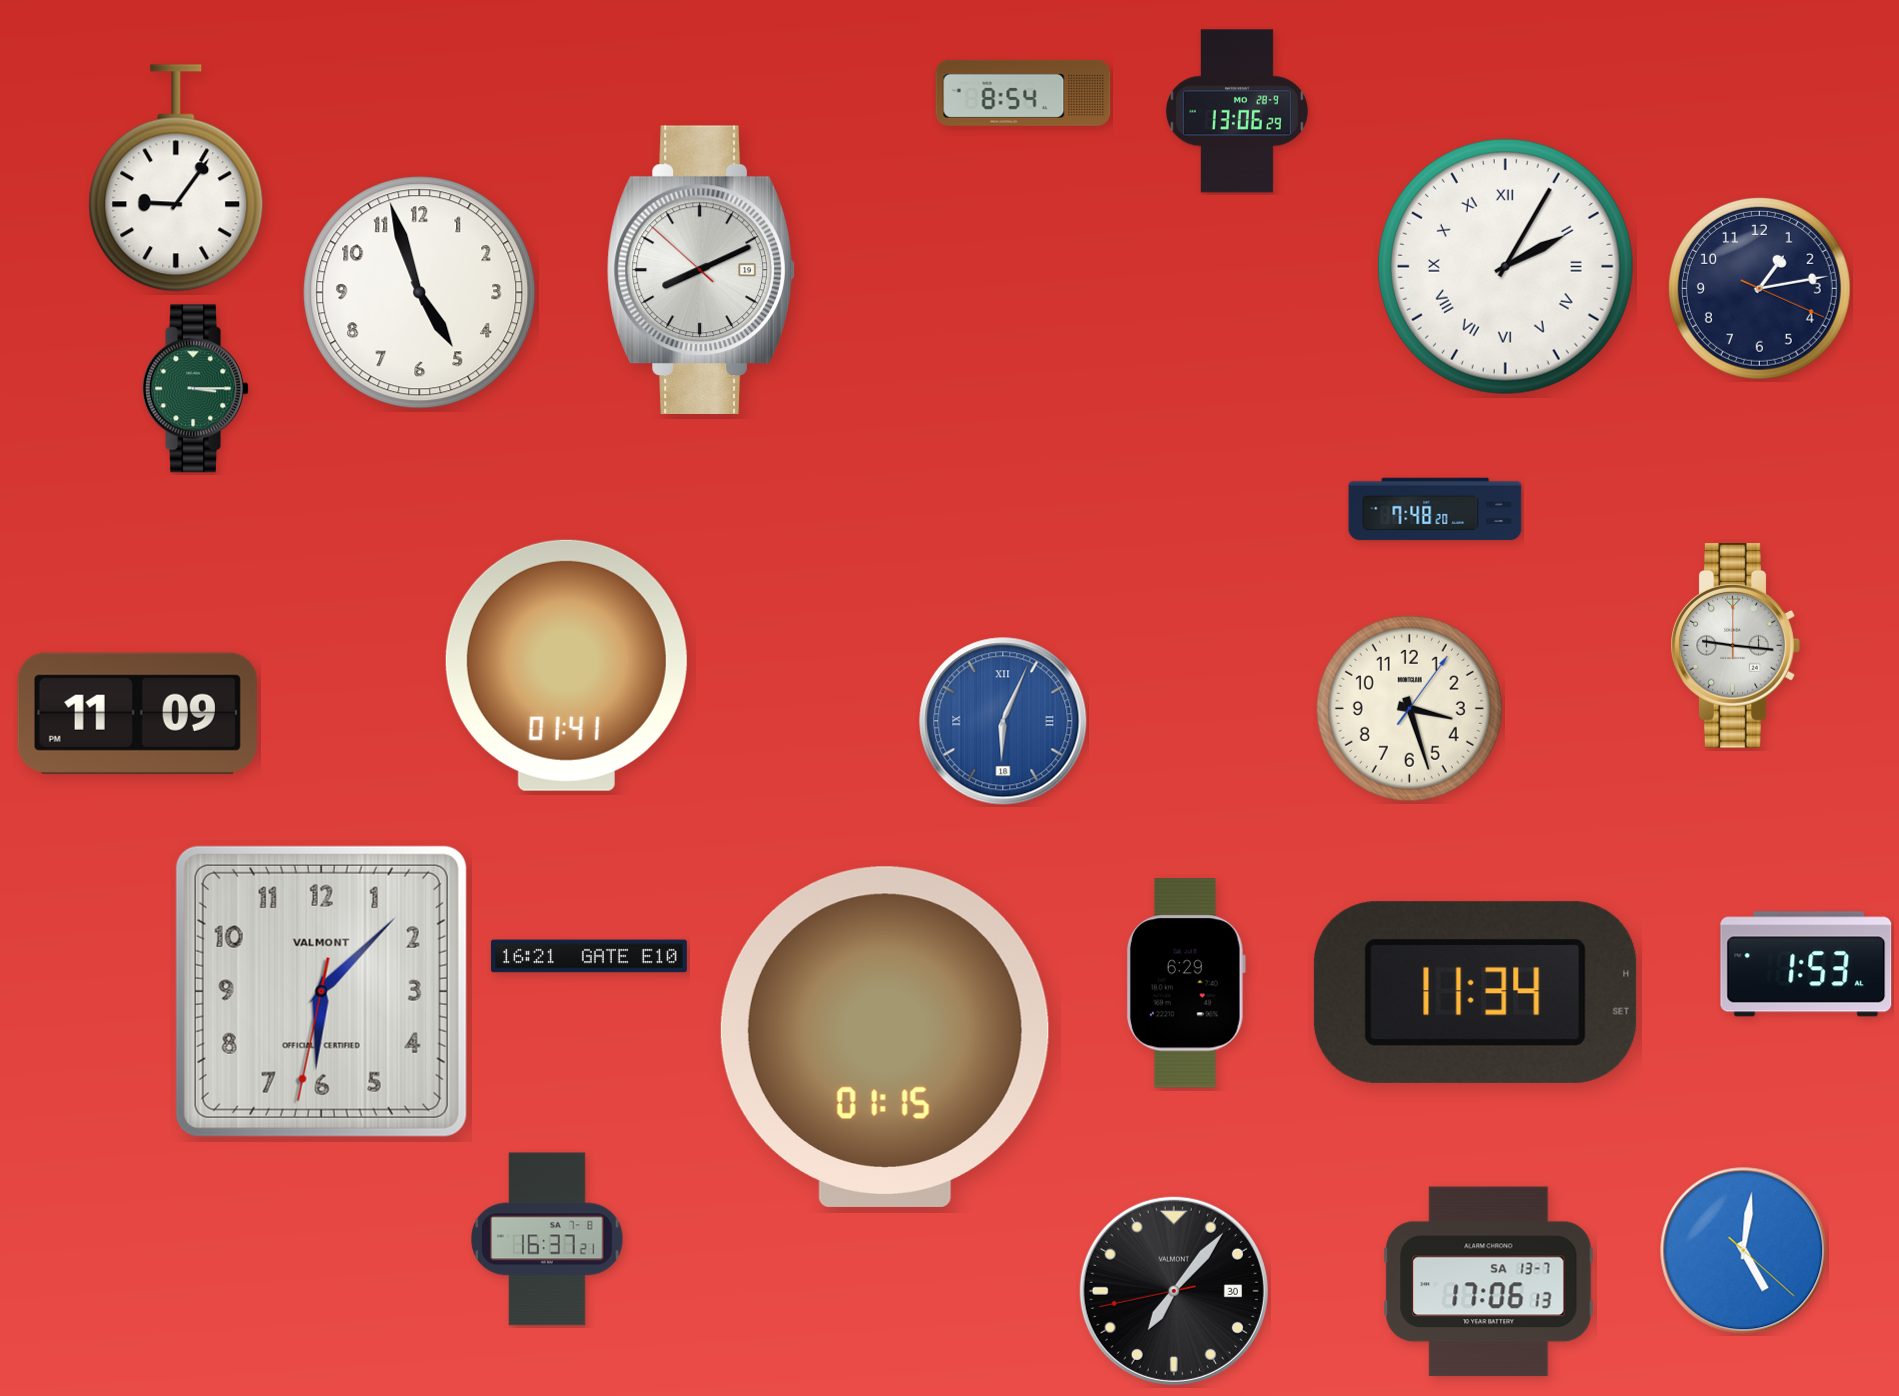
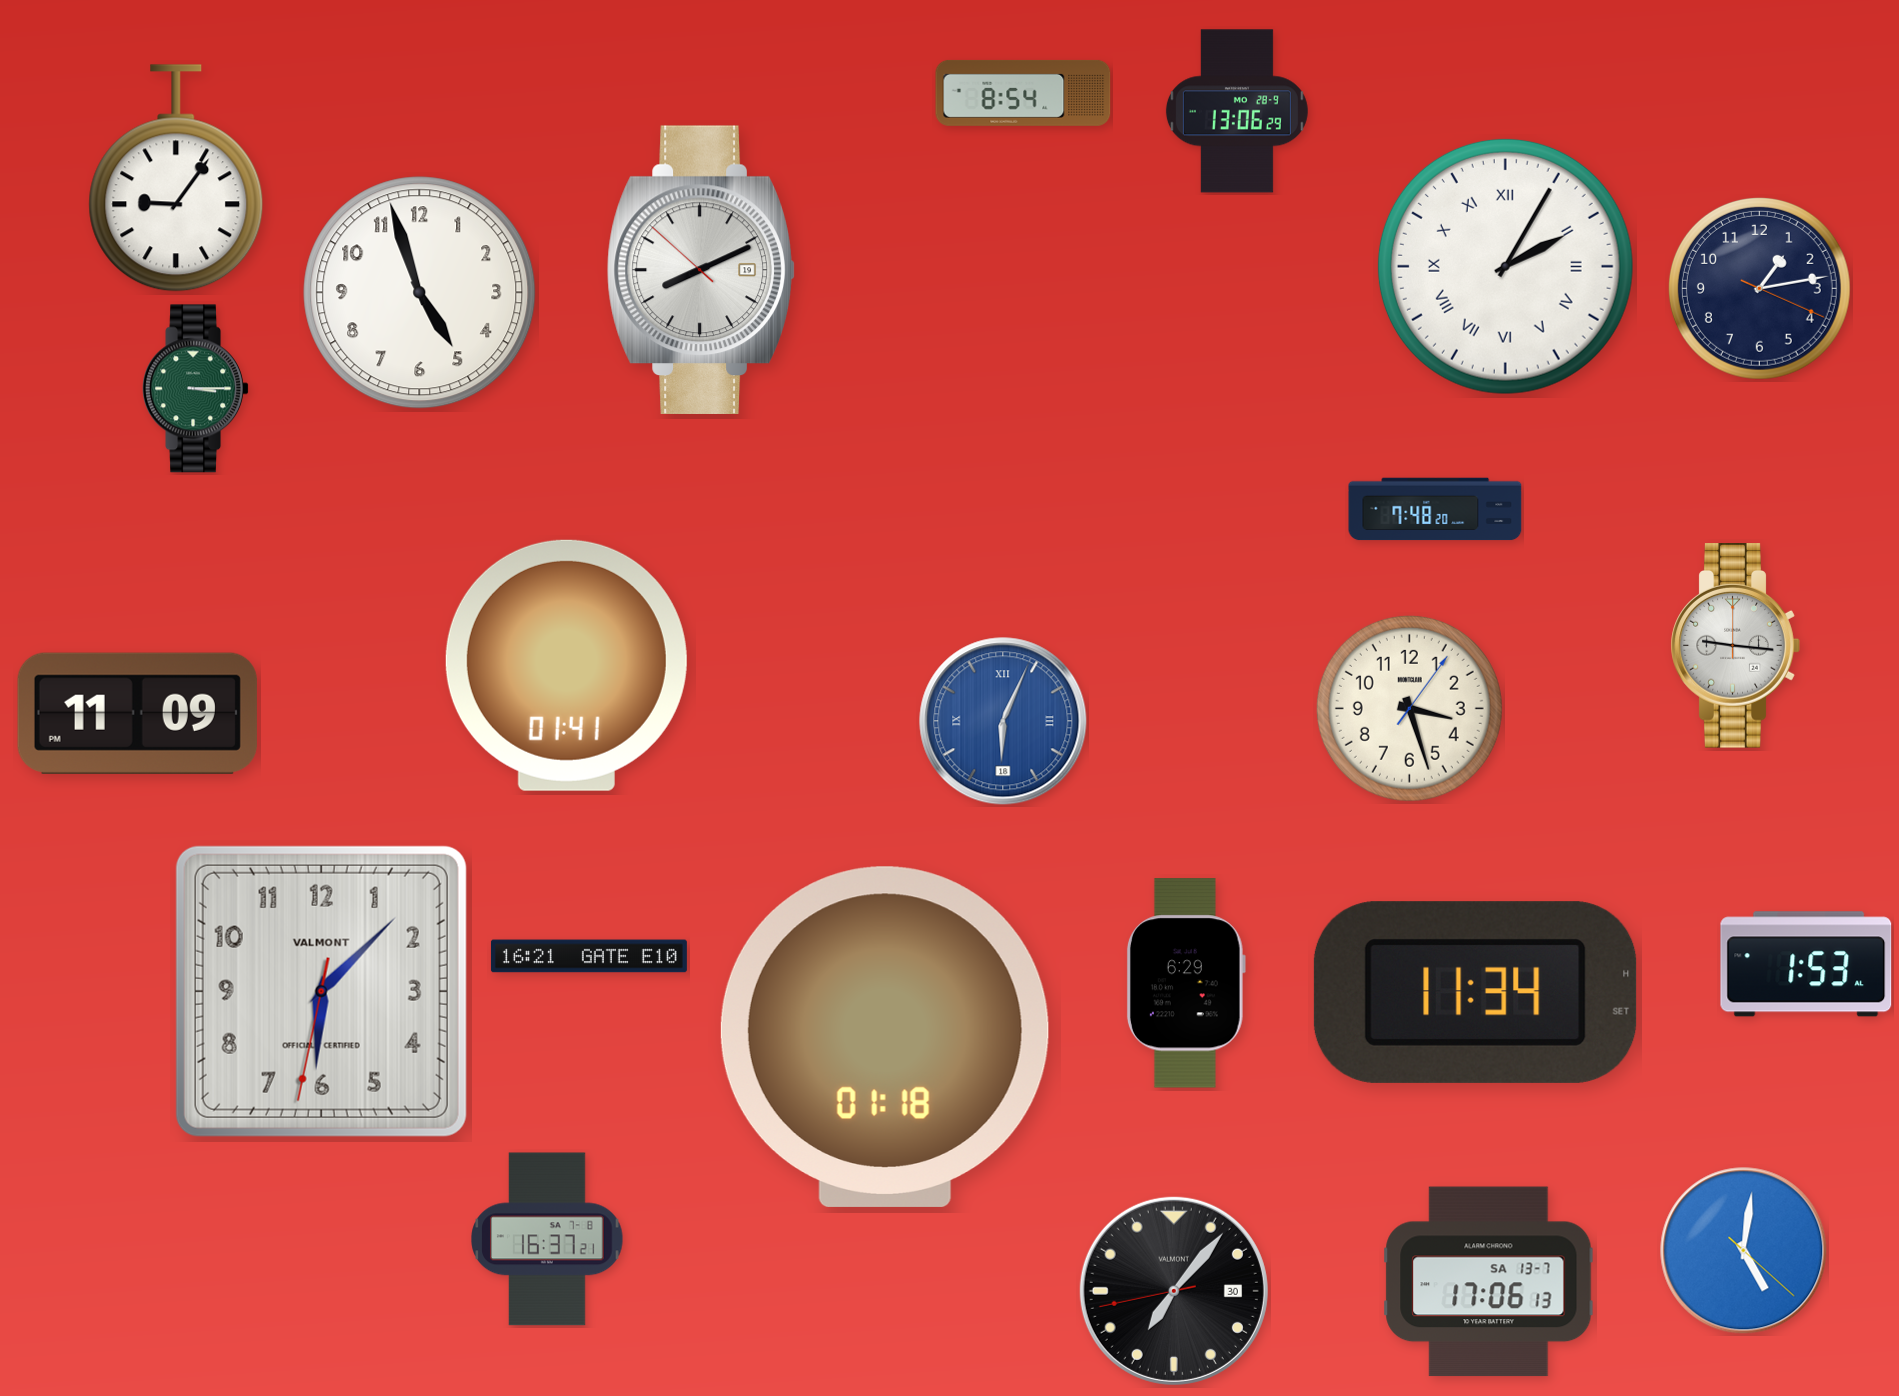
clock at (885, 1037): 01:15 -> 01:18
